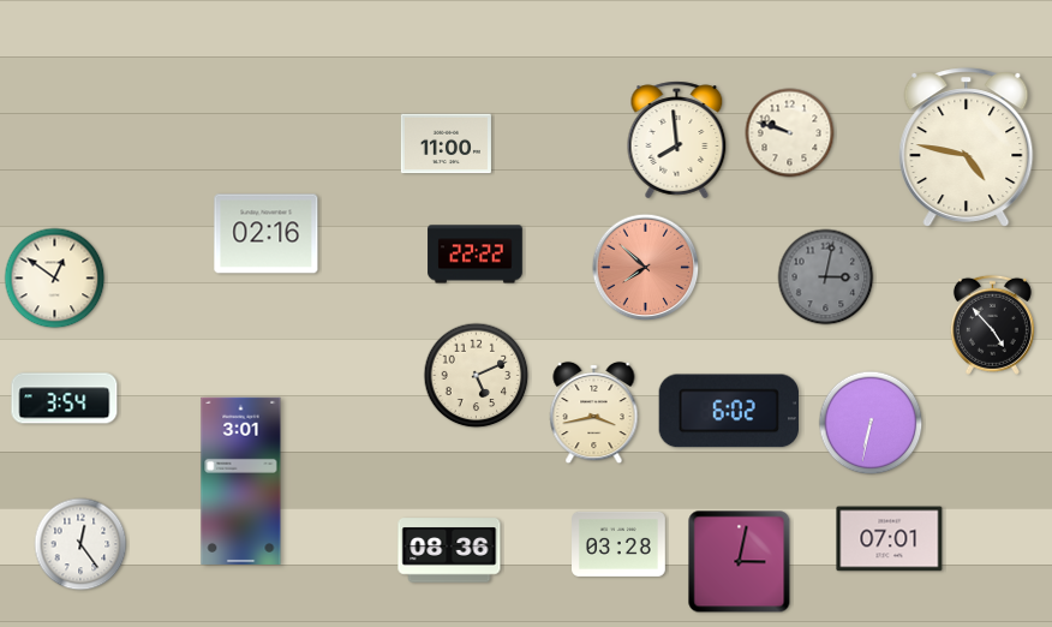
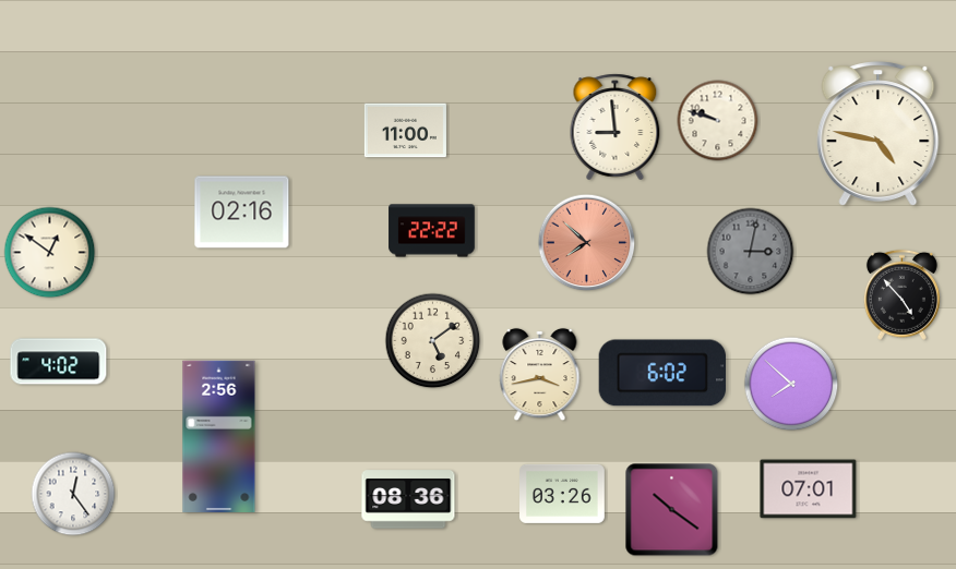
clock at (677, 141): 7:59 -> 8:59
clock at (477, 376): 5:11 -> 5:09
clock at (65, 399): 3:54 -> 4:02
clock at (871, 423): 6:32 -> 7:52
clock at (241, 480): 3:01 -> 2:56
clock at (620, 544): 03:28 -> 03:26
clock at (740, 562): 3:02 -> 10:21
